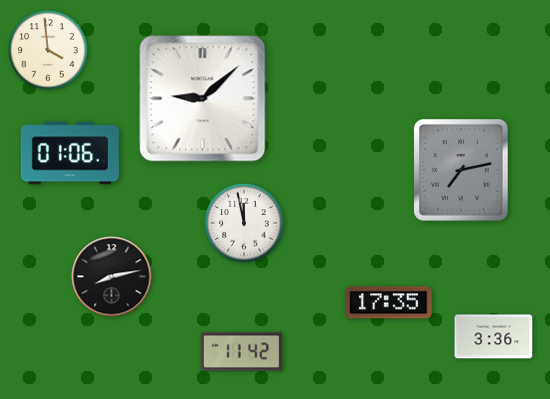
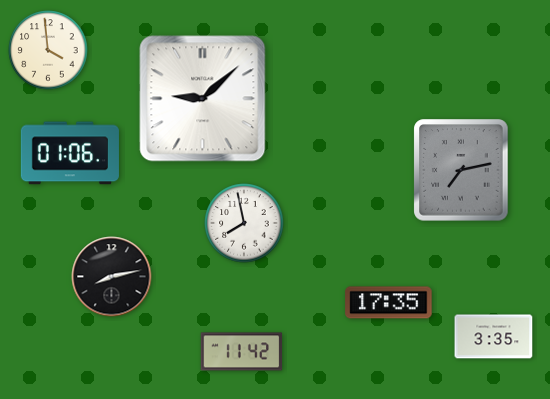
clock at (244, 223): 11:58 -> 7:58
clock at (494, 337): 3:36 -> 3:35
